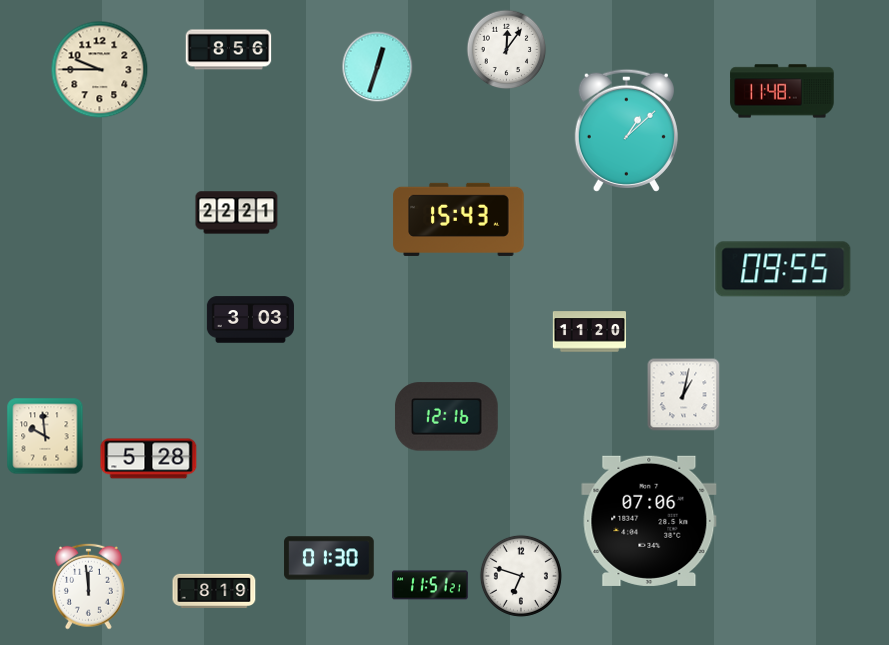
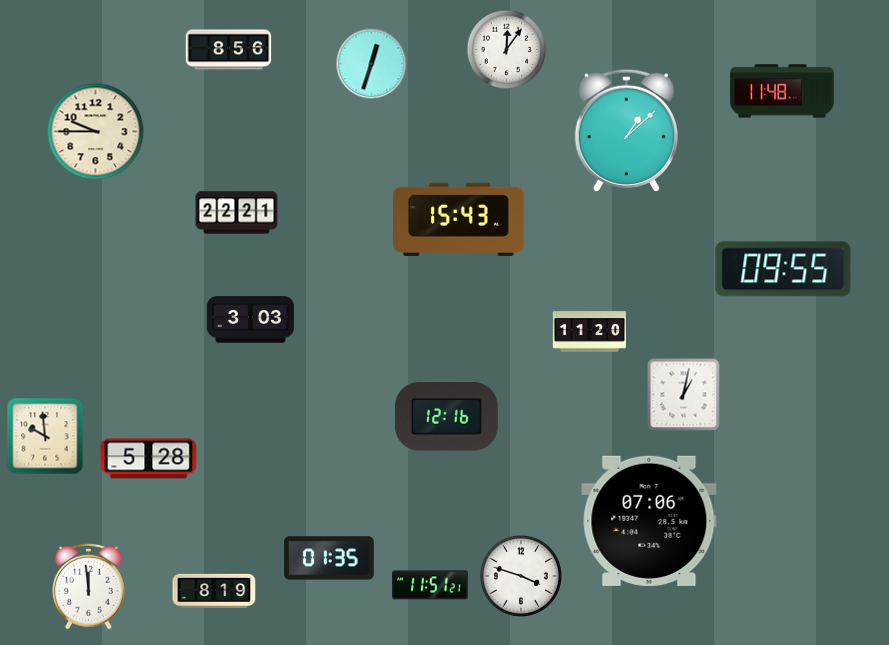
clock at (378, 67) position: (378, 67) -> (372, 64)
clock at (100, 70) position: (100, 70) -> (96, 132)
clock at (329, 558): 01:30 -> 01:35
clock at (521, 576): 6:48 -> 3:48
